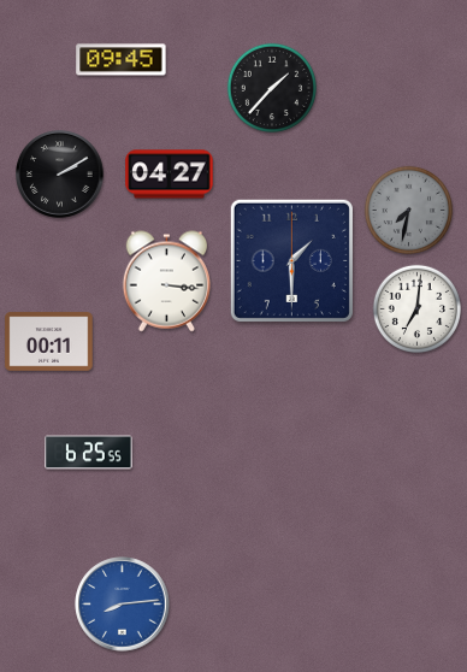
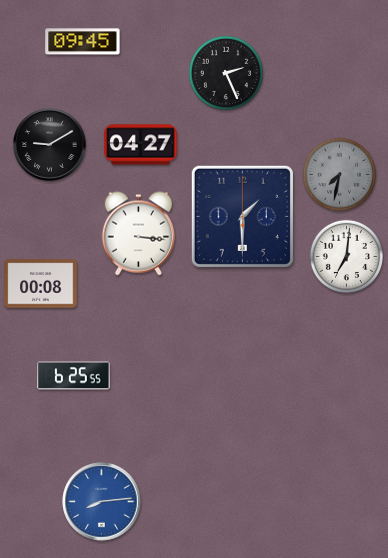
clock at (122, 60) position: (122, 60) -> (83, 42)
clock at (272, 88): 1:37 -> 2:26
clock at (60, 175): 2:10 -> 9:10
clock at (49, 342): 00:11 -> 00:08
